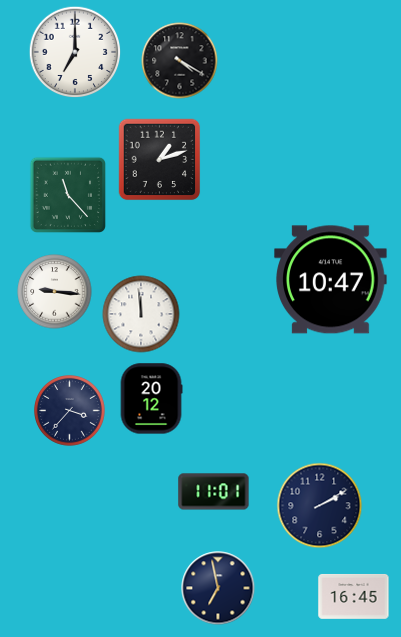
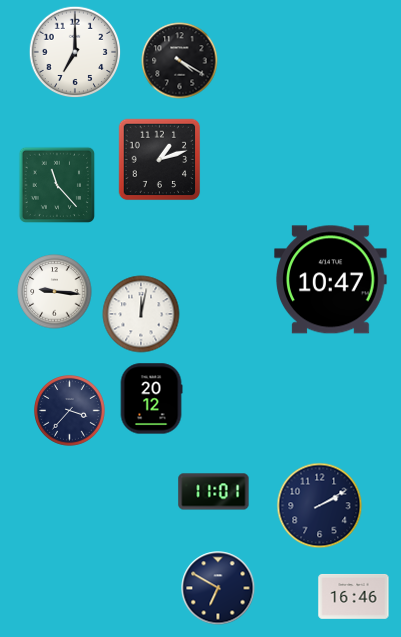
clock at (67, 194) position: (67, 194) -> (56, 184)
clock at (141, 314): 11:59 -> 12:02
clock at (218, 588): 6:58 -> 6:50
clock at (354, 597): 16:45 -> 16:46
